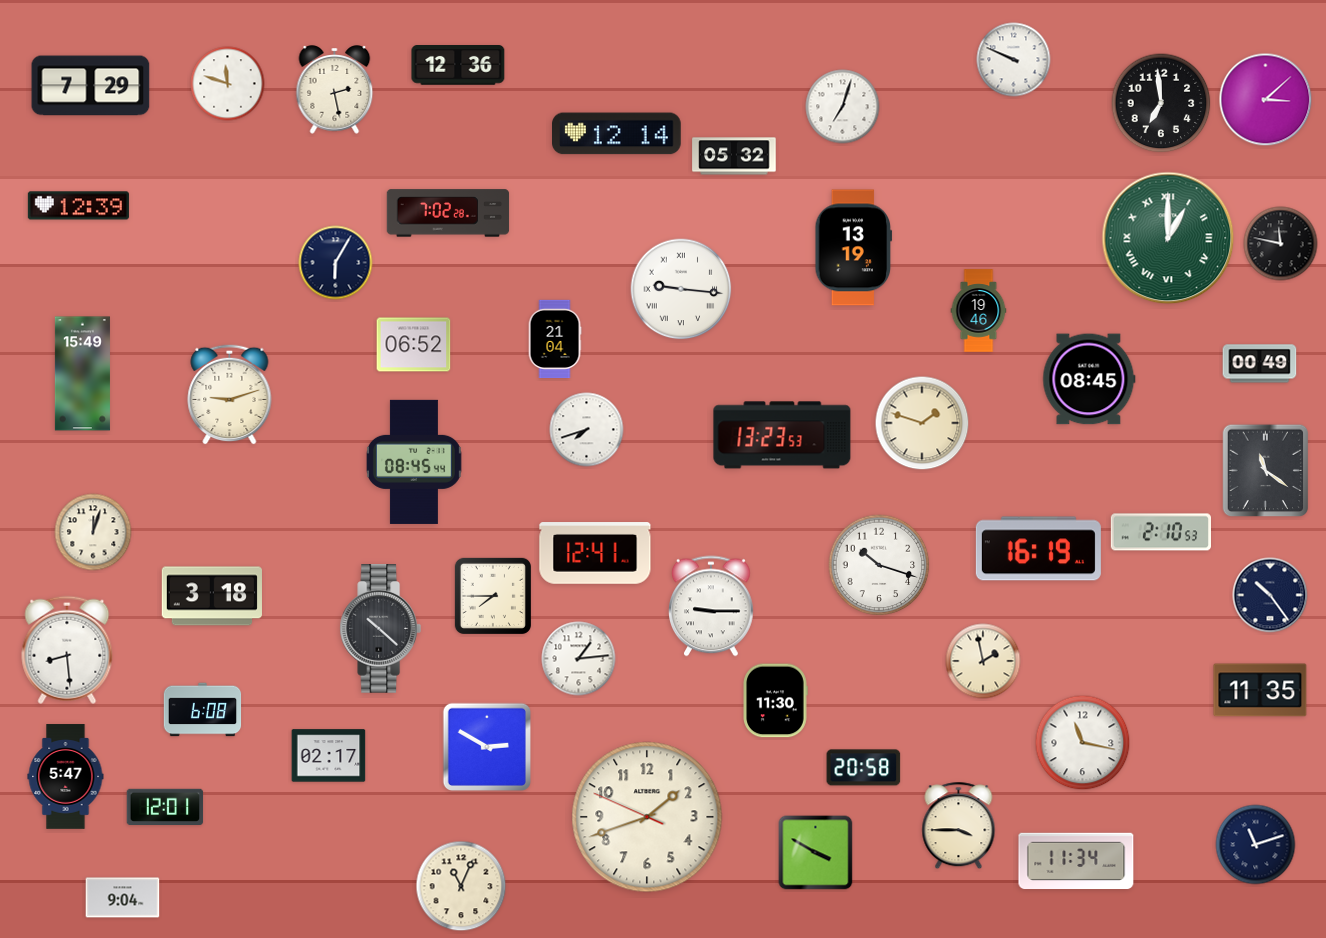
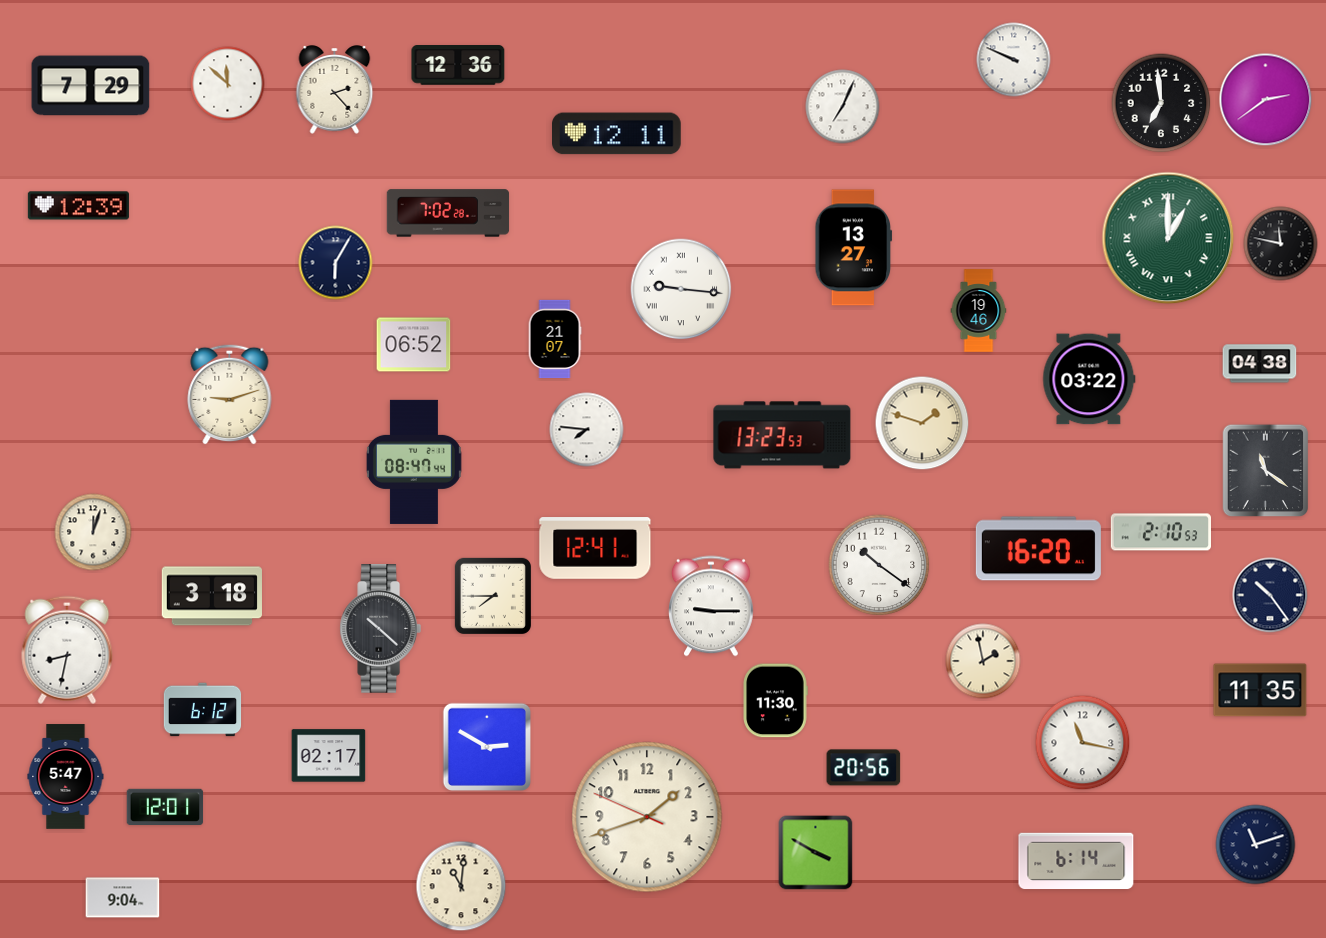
clock at (228, 84): 11:48 -> 11:52
clock at (335, 90): 2:28 -> 2:23
clock at (1266, 100): 3:08 -> 2:39
clock at (843, 107): 7:03 -> 7:04
clock at (617, 134): 12:14 -> 12:11
clock at (734, 156): 05:32 -> none
clock at (854, 248): 13:19 -> 13:27
clock at (555, 338): 21:04 -> 21:07
clock at (1260, 364): 00:49 -> 04:38
clock at (82, 374): 15:49 -> none
clock at (1089, 379): 08:45 -> 03:22
clock at (587, 430): 7:42 -> 7:46
clock at (414, 462): 08:45 -> 08:47
clock at (1038, 549): 16:19 -> 16:20
clock at (595, 553) position: (595, 553) -> (595, 548)
clock at (879, 565): 10:18 -> 10:21
clock at (67, 650): 8:29 -> 8:32
clock at (579, 659): 1:14 -> none
clock at (203, 710): 6:08 -> 6:12
clock at (864, 768): 20:58 -> 20:56
clock at (959, 826): 3:45 -> none
clock at (1076, 861): 11:34 -> 6:14
clock at (461, 886): 11:04 -> 11:01
